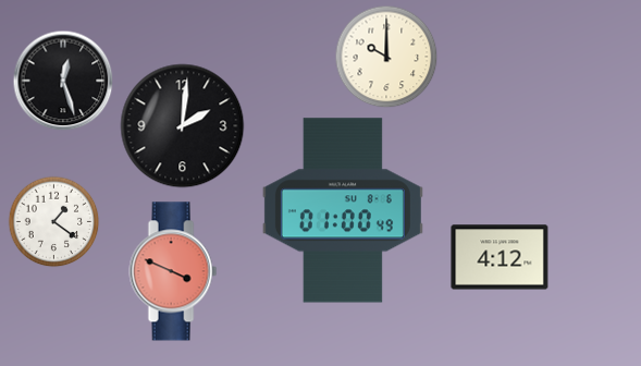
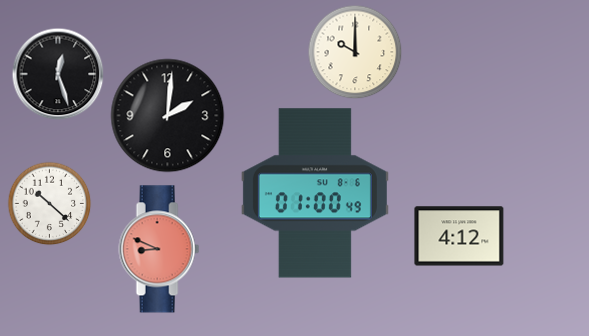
clock at (53, 221): 1:21 -> 10:22
clock at (173, 271): 3:49 -> 8:49
